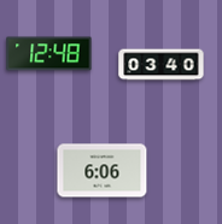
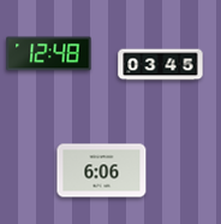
clock at (162, 65): 03:40 -> 03:45
